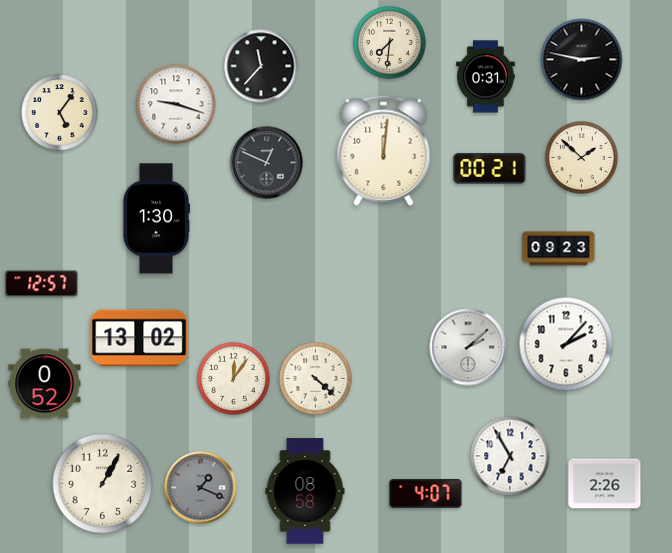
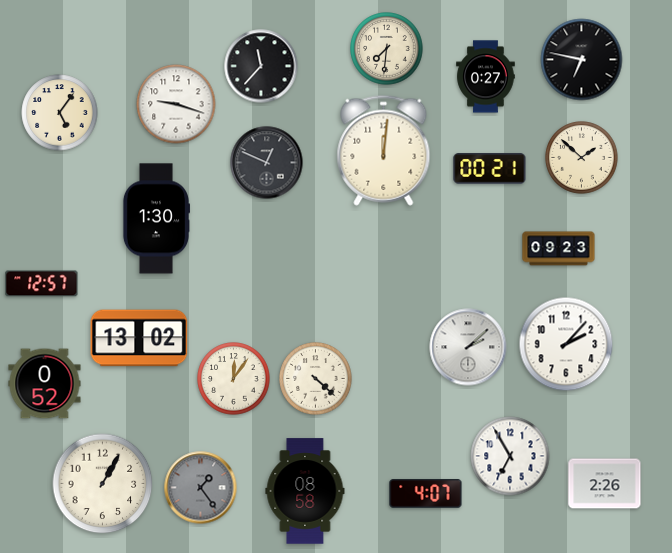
clock at (390, 43) position: (390, 43) -> (387, 49)
clock at (582, 60): 2:47 -> 6:47
clock at (486, 77): 0:31 -> 0:27
clock at (201, 488): 1:19 -> 1:24
